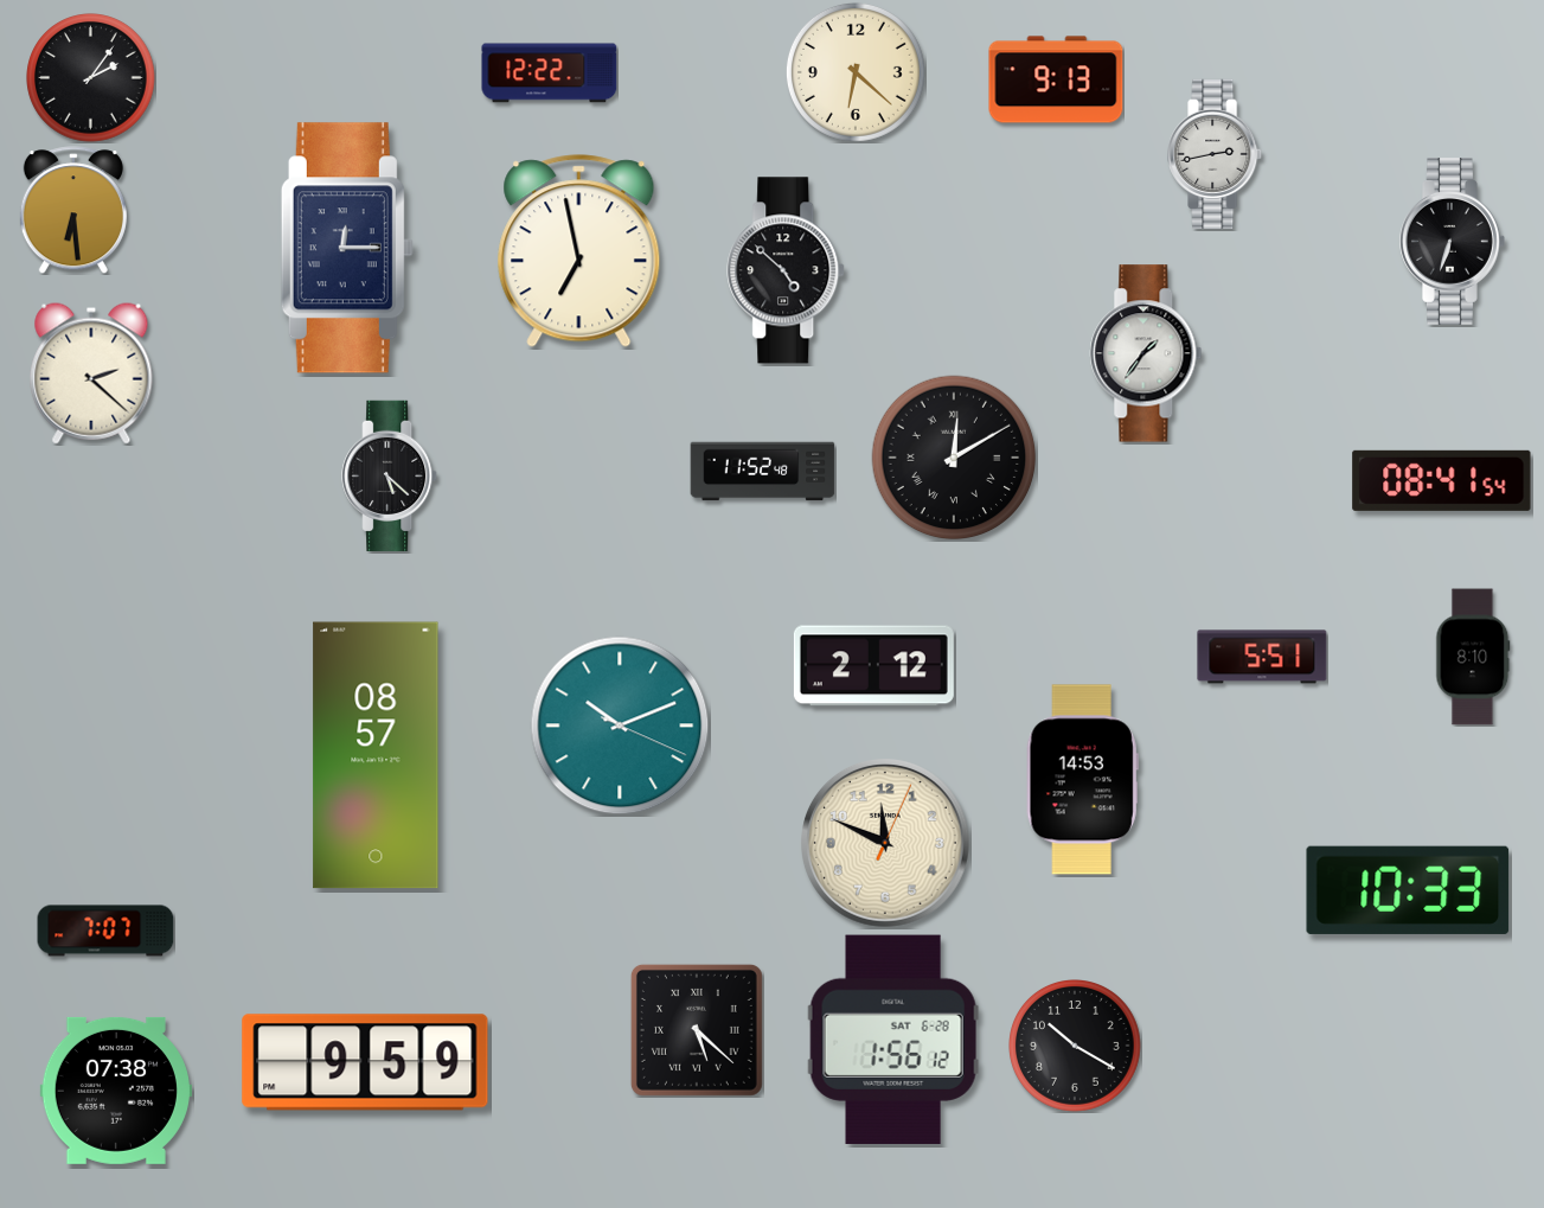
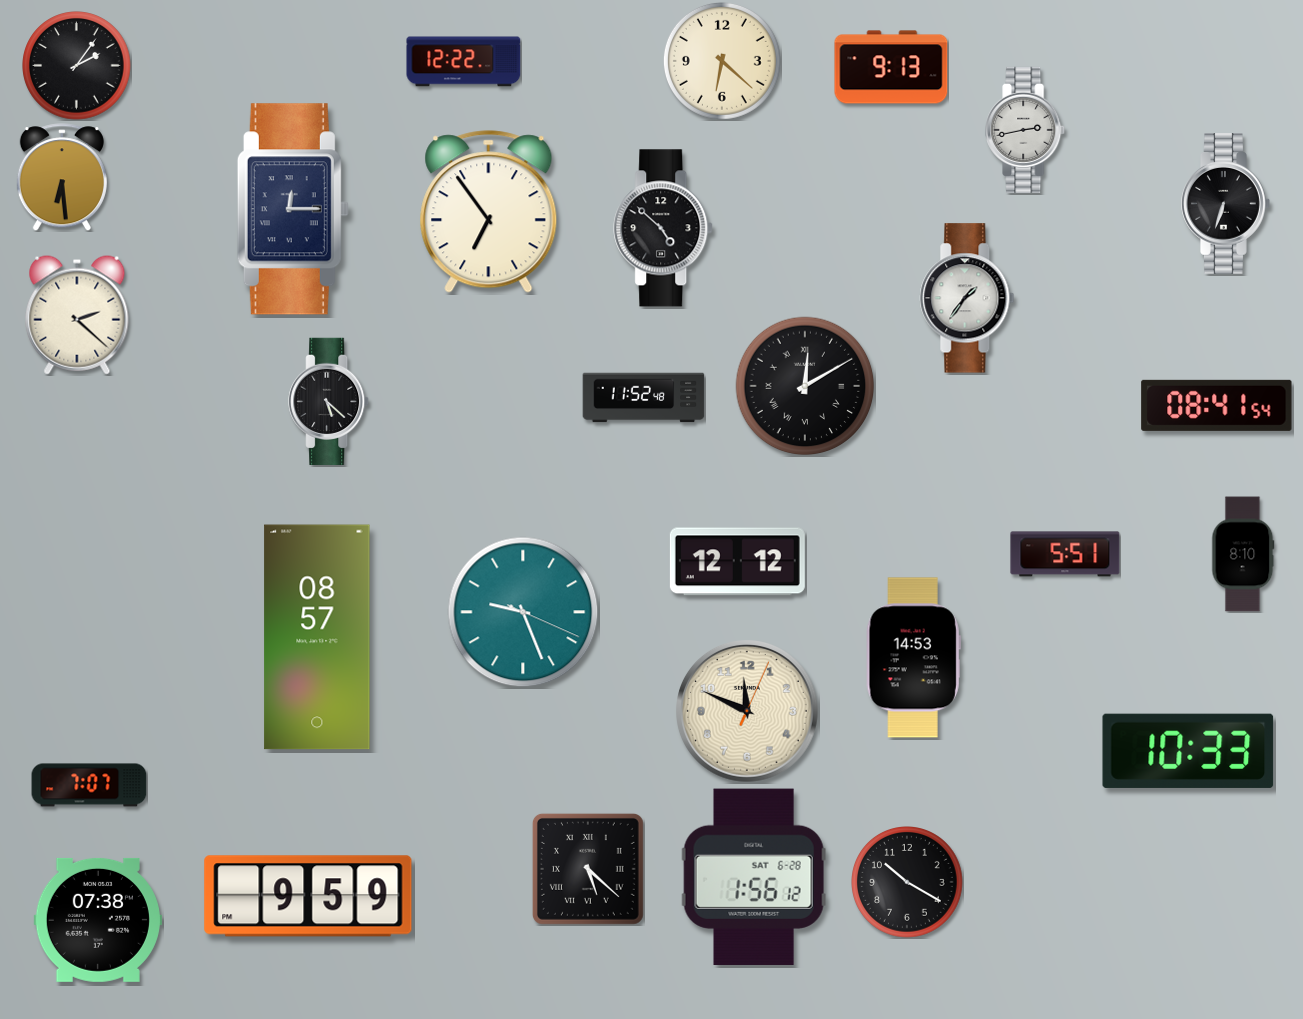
clock at (579, 251): 6:58 -> 6:54
clock at (873, 666): 2:12 -> 12:12
clock at (620, 726): 10:11 -> 9:26
